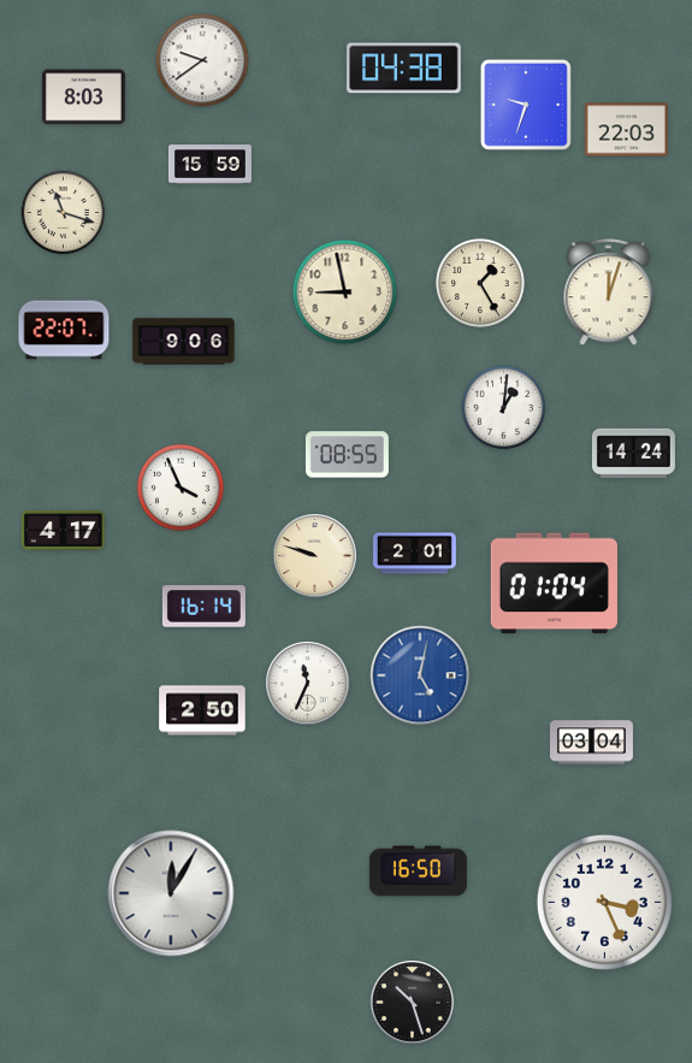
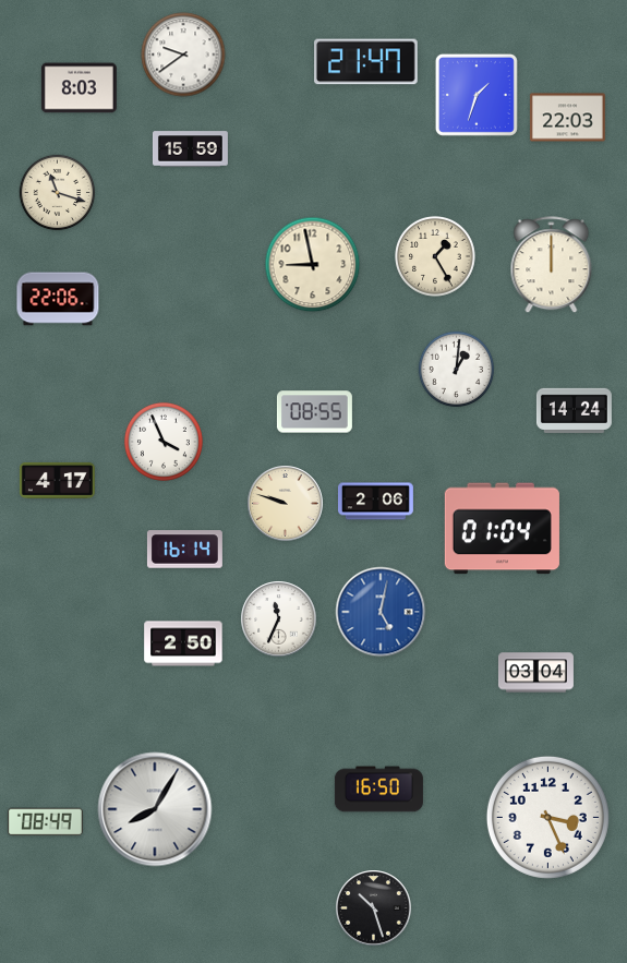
clock at (404, 69): 04:38 -> 21:47
clock at (83, 98) position: (83, 98) -> (79, 88)
clock at (526, 105): 9:33 -> 1:33
clock at (609, 293): 12:03 -> 12:00
clock at (64, 330): 22:07 -> 22:06
clock at (184, 342): 9:06 -> none
clock at (414, 554): 2:01 -> 2:06
clock at (171, 893): 12:05 -> 8:05
clock at (45, 822): none -> 08:49
